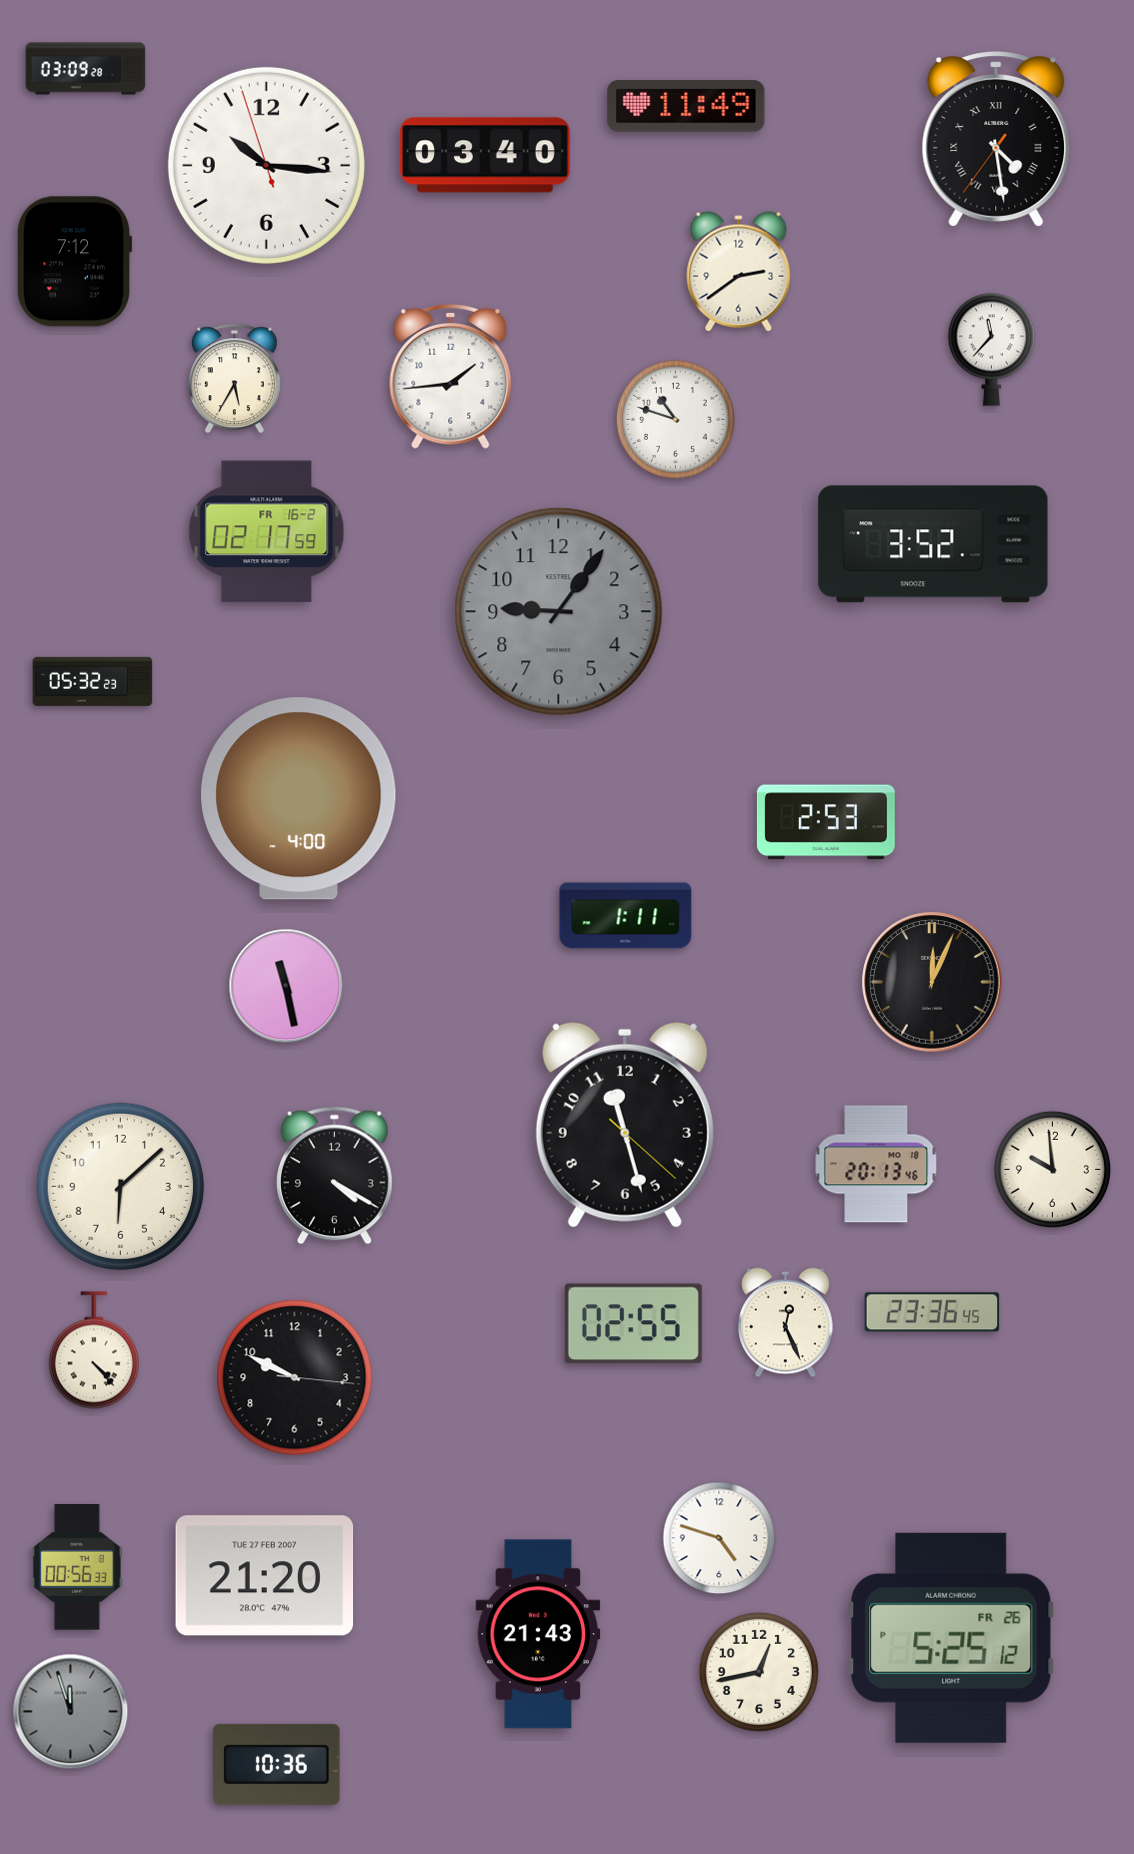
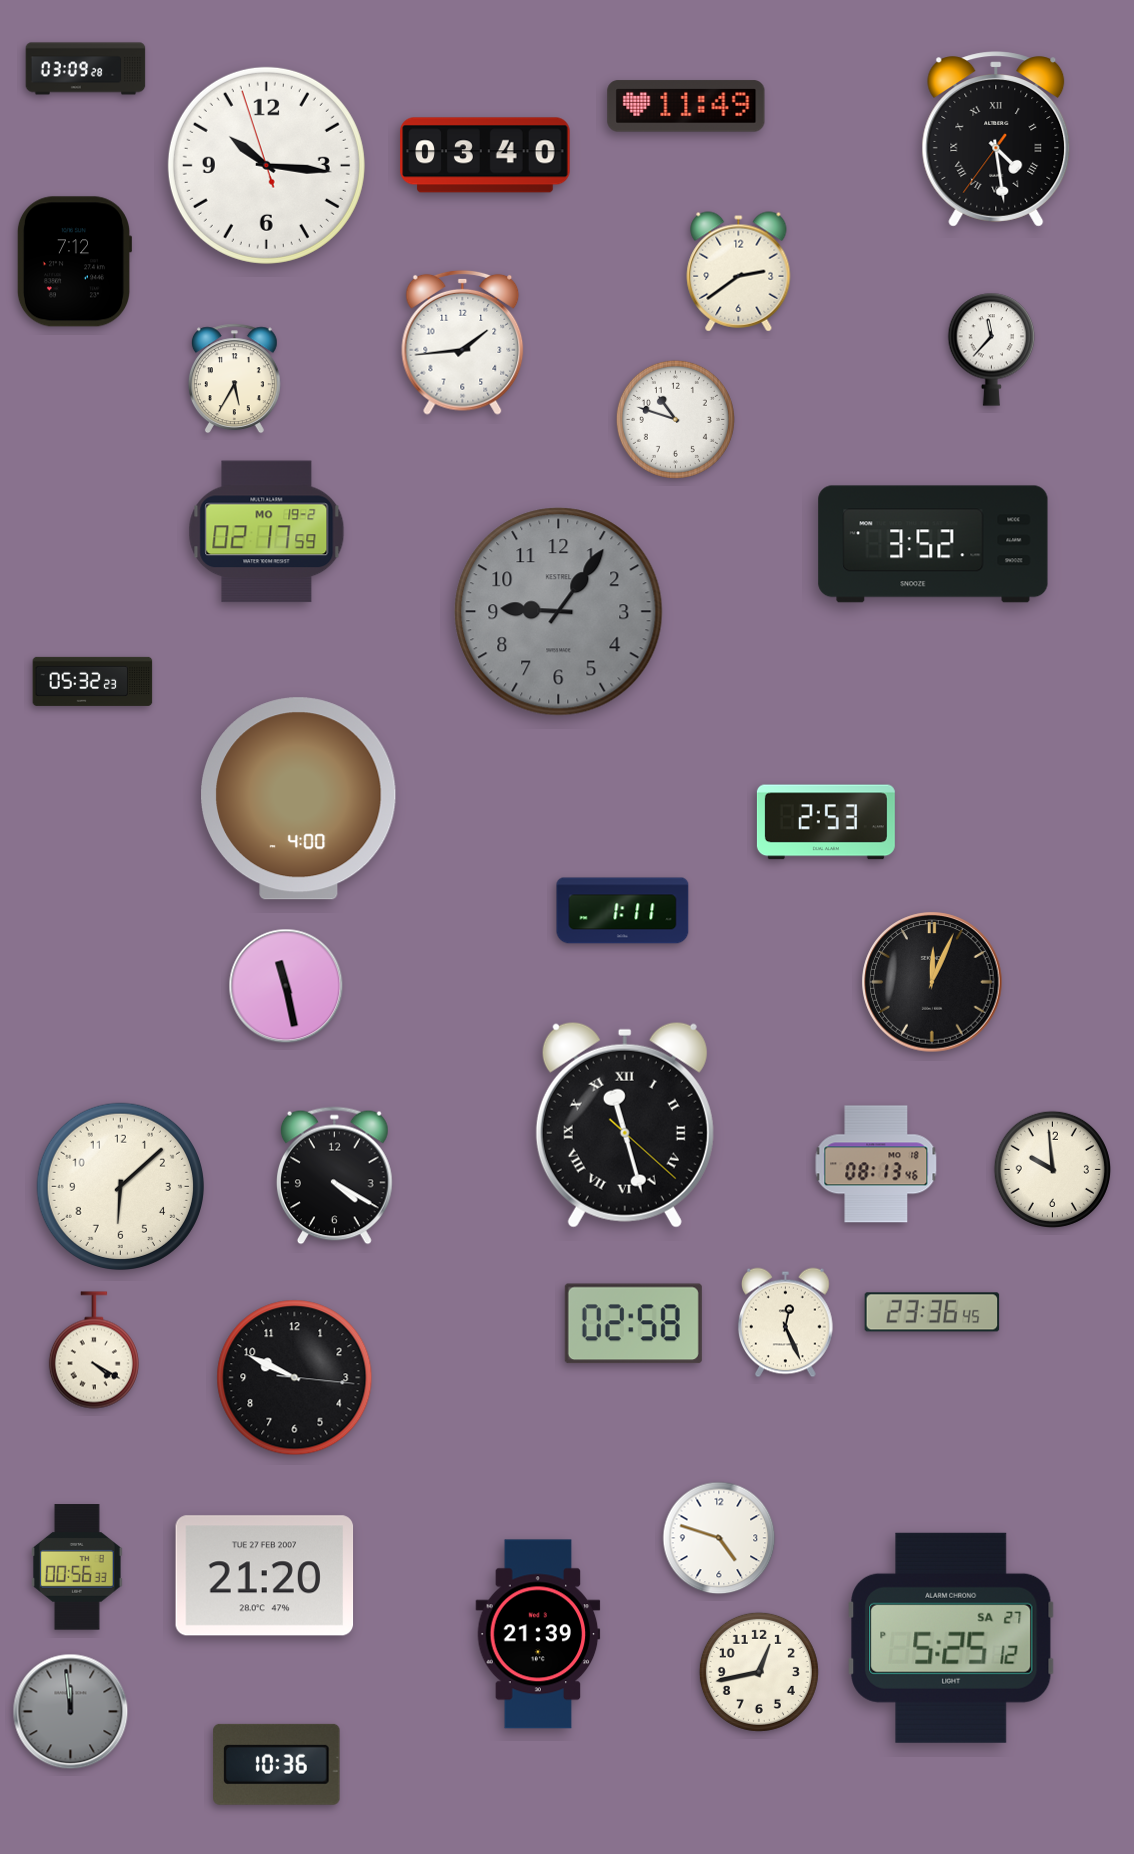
clock at (451, 376) position: (451, 376) -> (463, 342)
clock at (267, 532) date: FR 16-2 -> MO 19-2
clock at (626, 916) position: (626, 916) -> (623, 911)
clock at (625, 1125) numerals: Arabic -> Roman
clock at (876, 1164): 20:13 -> 08:13
clock at (633, 1324): 02:55 -> 02:58
clock at (94, 1350): 4:23 -> 4:20
clock at (538, 1634): 21:43 -> 21:39
clock at (951, 1638) date: FR 26 -> SA 27
clock at (71, 1712): 11:57 -> 11:59
